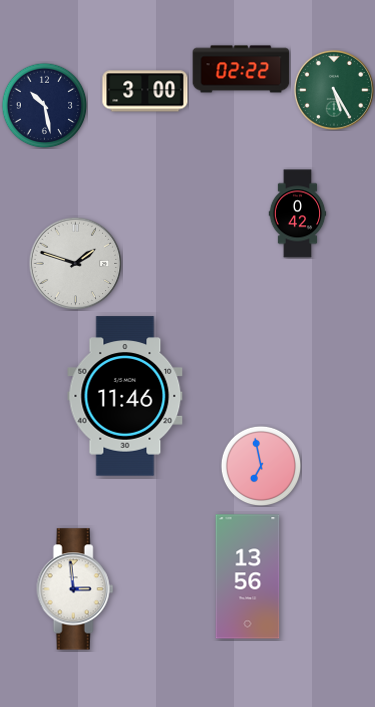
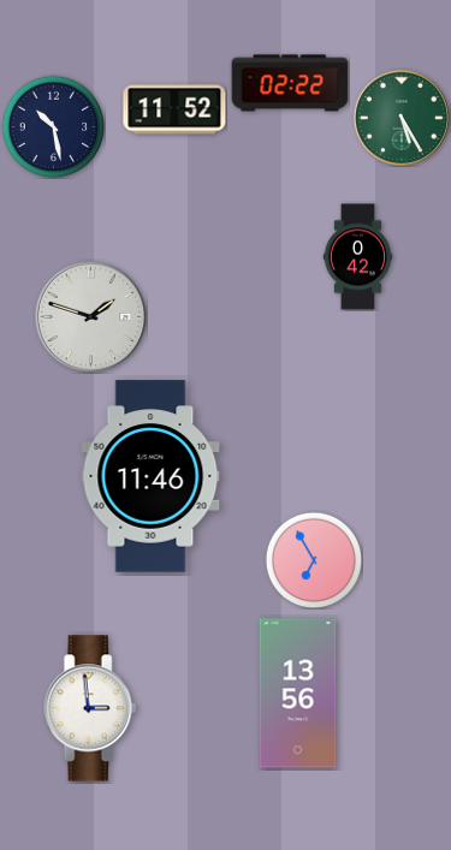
clock at (334, 90) position: (334, 90) -> (402, 118)
clock at (145, 91): 3:00 -> 11:52
clock at (261, 466): 6:58 -> 6:55
